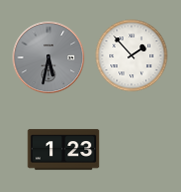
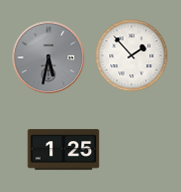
clock at (64, 150): 1:23 -> 1:25
